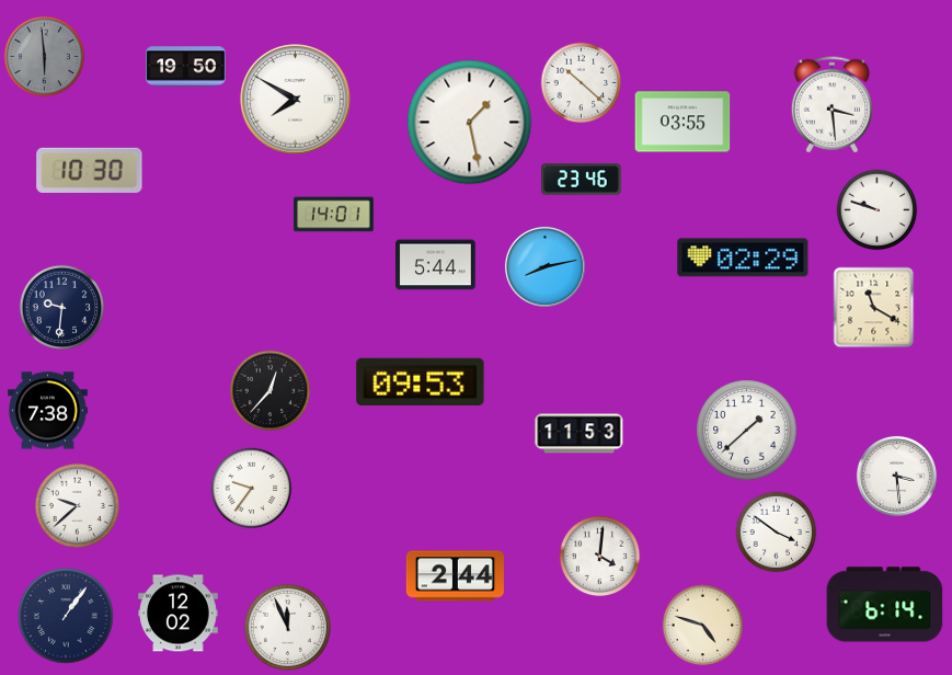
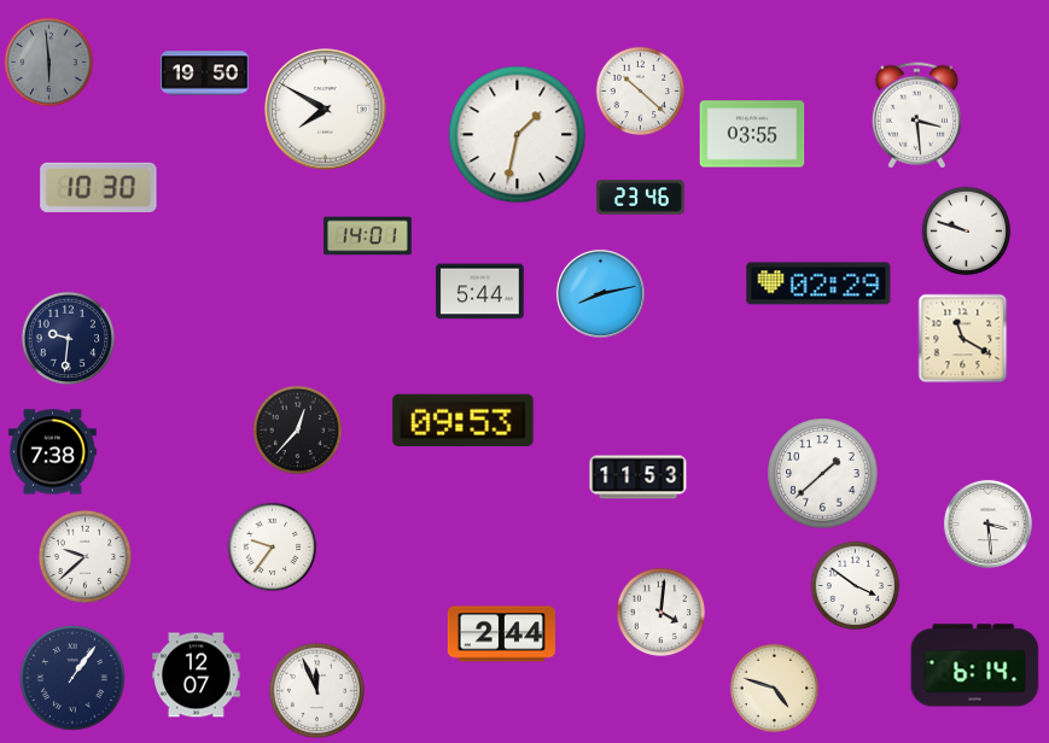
clock at (470, 123): 1:28 -> 1:32
clock at (252, 489) position: (252, 489) -> (273, 548)
clock at (179, 614): 12:02 -> 12:07
